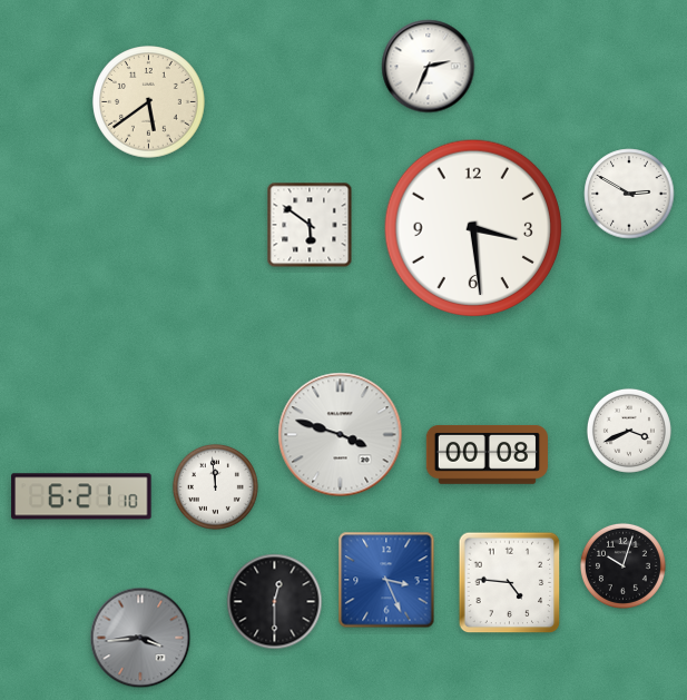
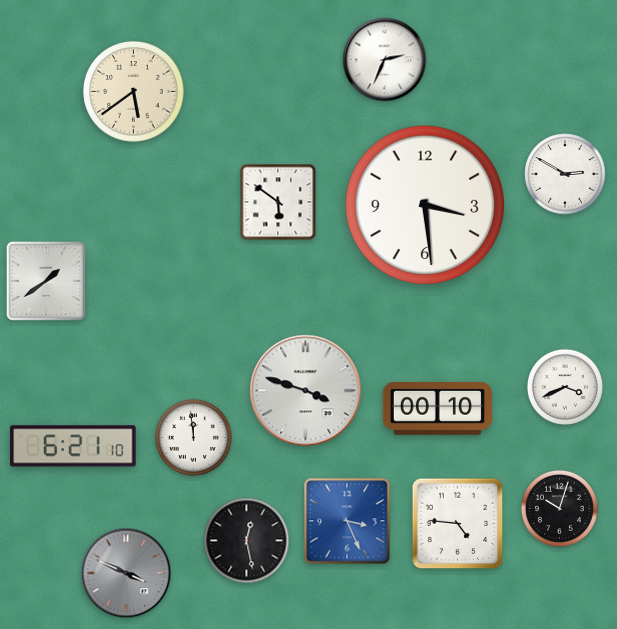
clock at (46, 281): none -> 1:39
clock at (487, 455): 00:08 -> 00:10
clock at (275, 602): 12:30 -> 12:28
clock at (140, 638): 3:44 -> 3:49
